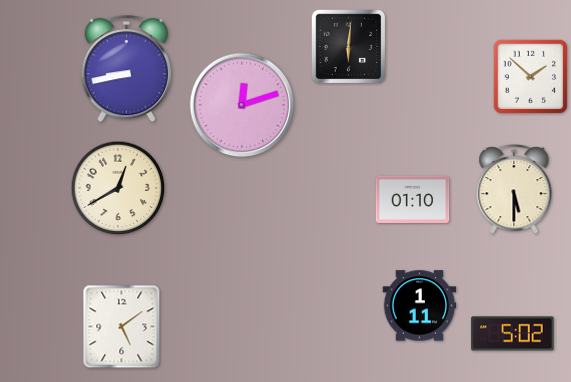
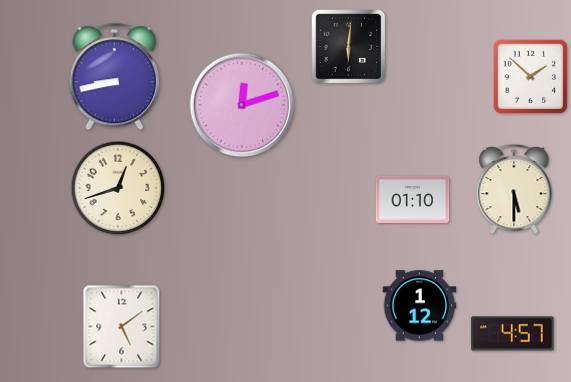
clock at (127, 69) position: (127, 69) -> (115, 77)
clock at (118, 188): 12:40 -> 12:42
clock at (420, 306): 1:11 -> 1:12
clock at (513, 334): 5:02 -> 4:57
